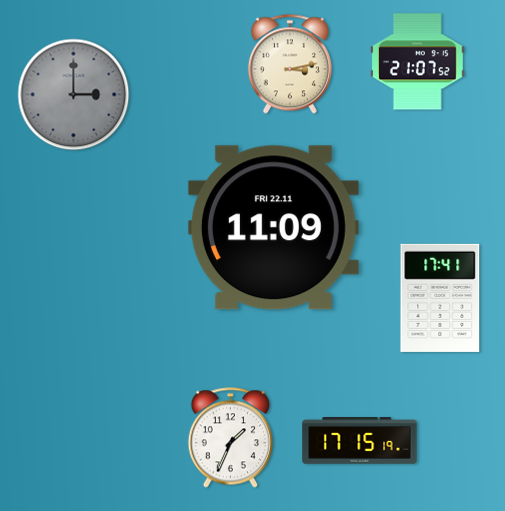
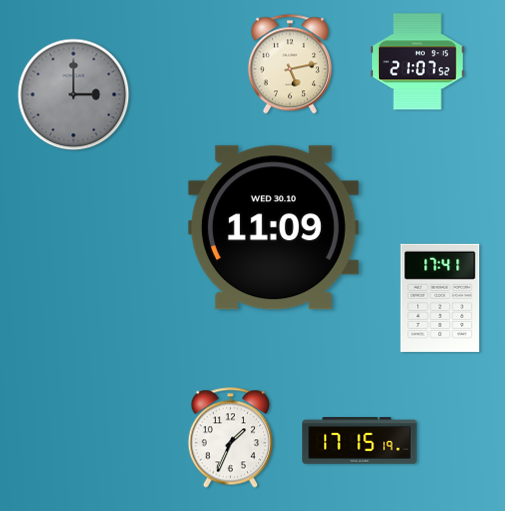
clock at (290, 64): 3:13 -> 5:13
clock at (273, 228) date: FRI 22.11 -> WED 30.10
